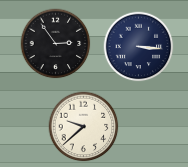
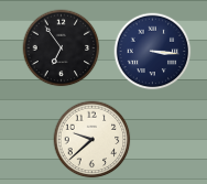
clock at (56, 44): 2:54 -> 6:54
